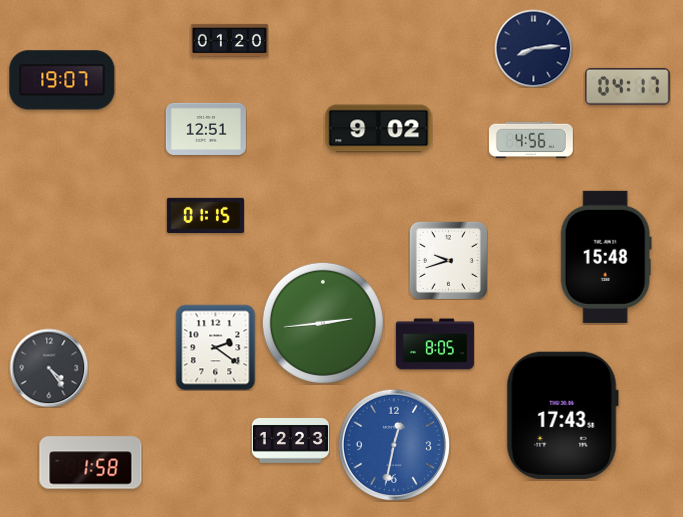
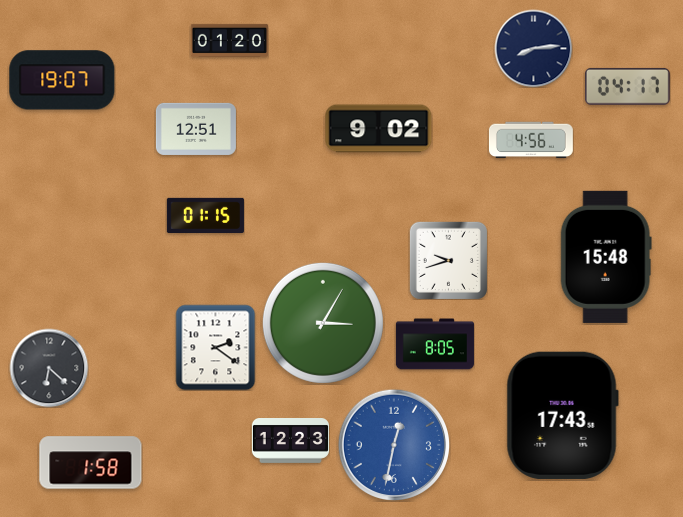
clock at (206, 129) position: (206, 129) -> (196, 129)
clock at (323, 323): 2:44 -> 3:05
clock at (49, 368): 4:24 -> 6:22
